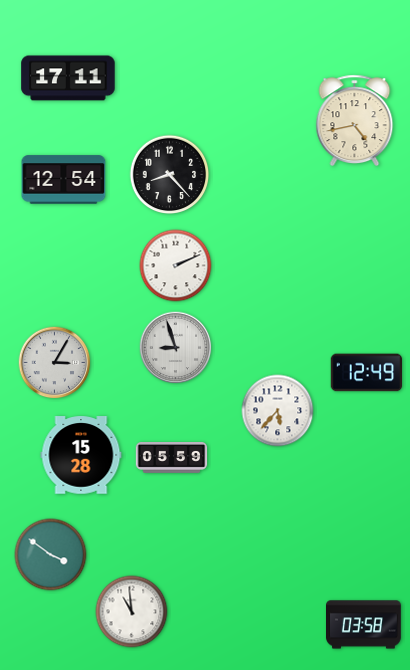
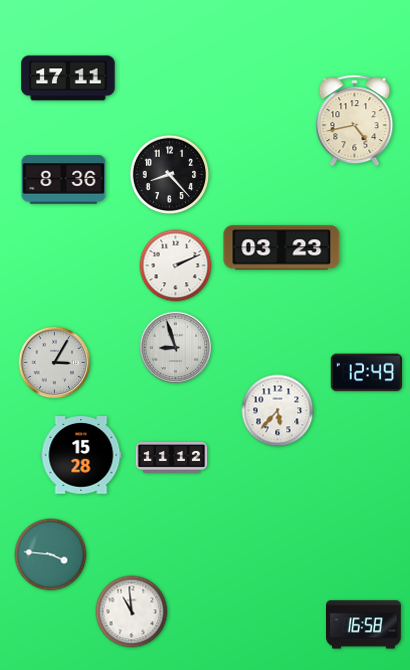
clock at (64, 180): 12:54 -> 8:36
clock at (282, 248): none -> 03:23
clock at (172, 458): 05:59 -> 11:12
clock at (51, 555): 3:51 -> 3:46
clock at (364, 625): 03:58 -> 16:58
